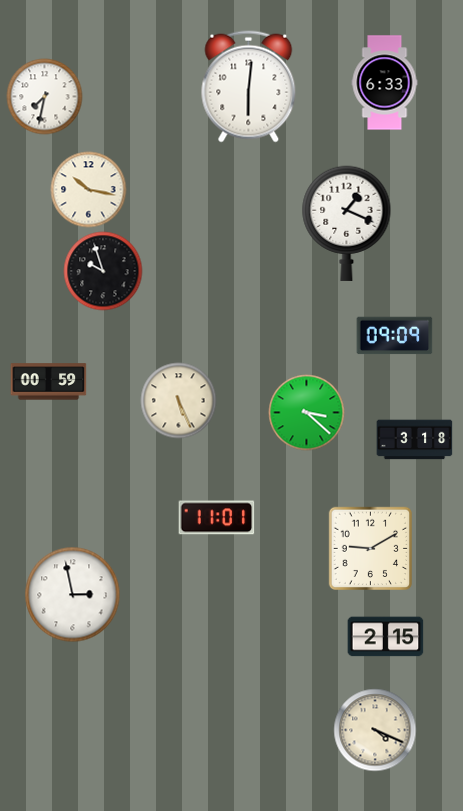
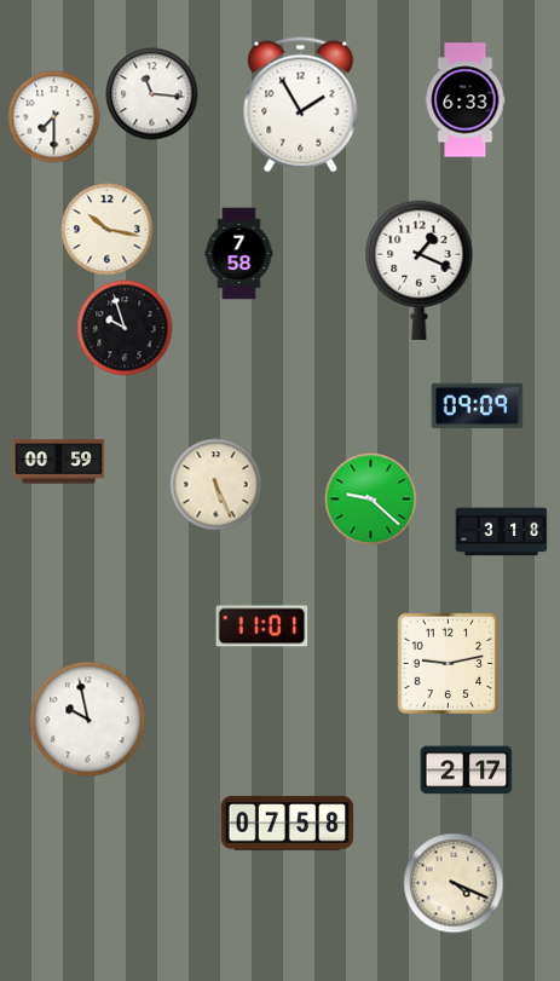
clock at (152, 94): none -> 11:16
clock at (249, 87): 6:01 -> 1:55
clock at (45, 97): 7:32 -> 7:30
clock at (239, 254): none -> 7:58
clock at (307, 413): 3:22 -> 9:22
clock at (370, 548): 9:10 -> 9:13
clock at (73, 595): 2:58 -> 9:58
clock at (386, 637): 2:15 -> 2:17
clock at (288, 824): none -> 07:58
